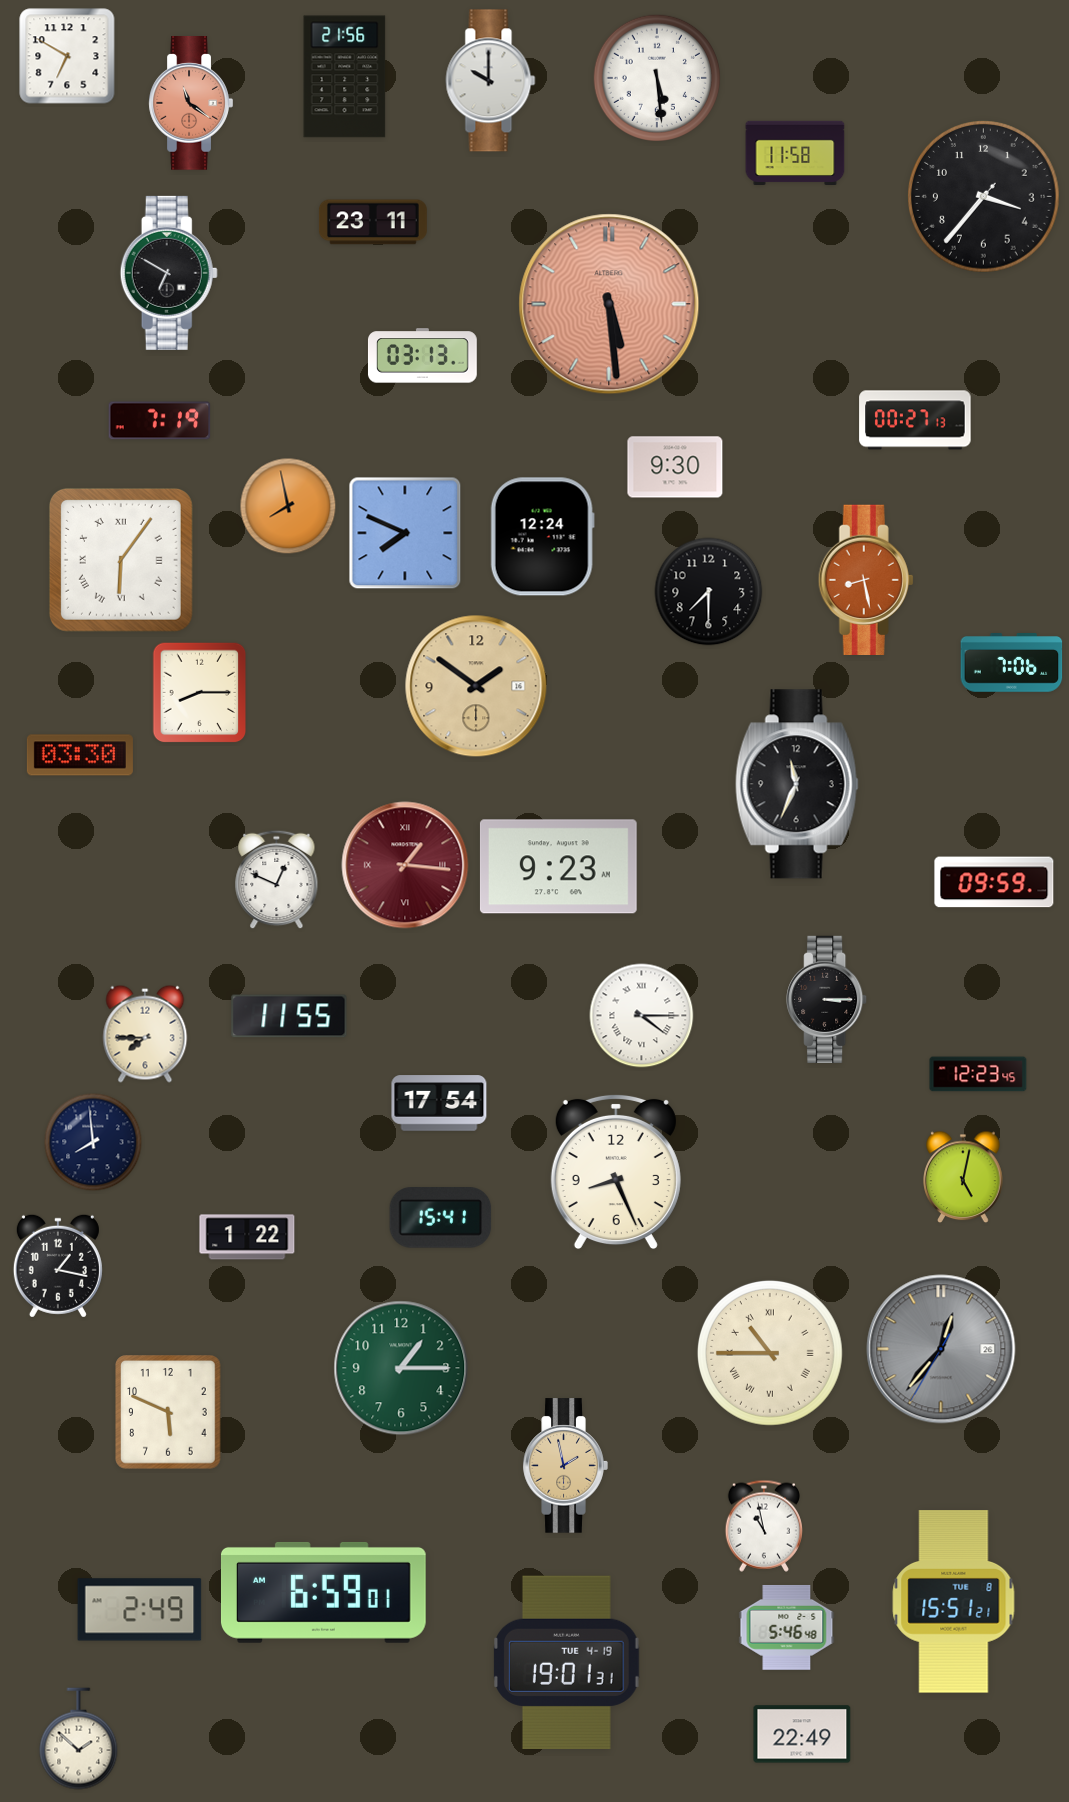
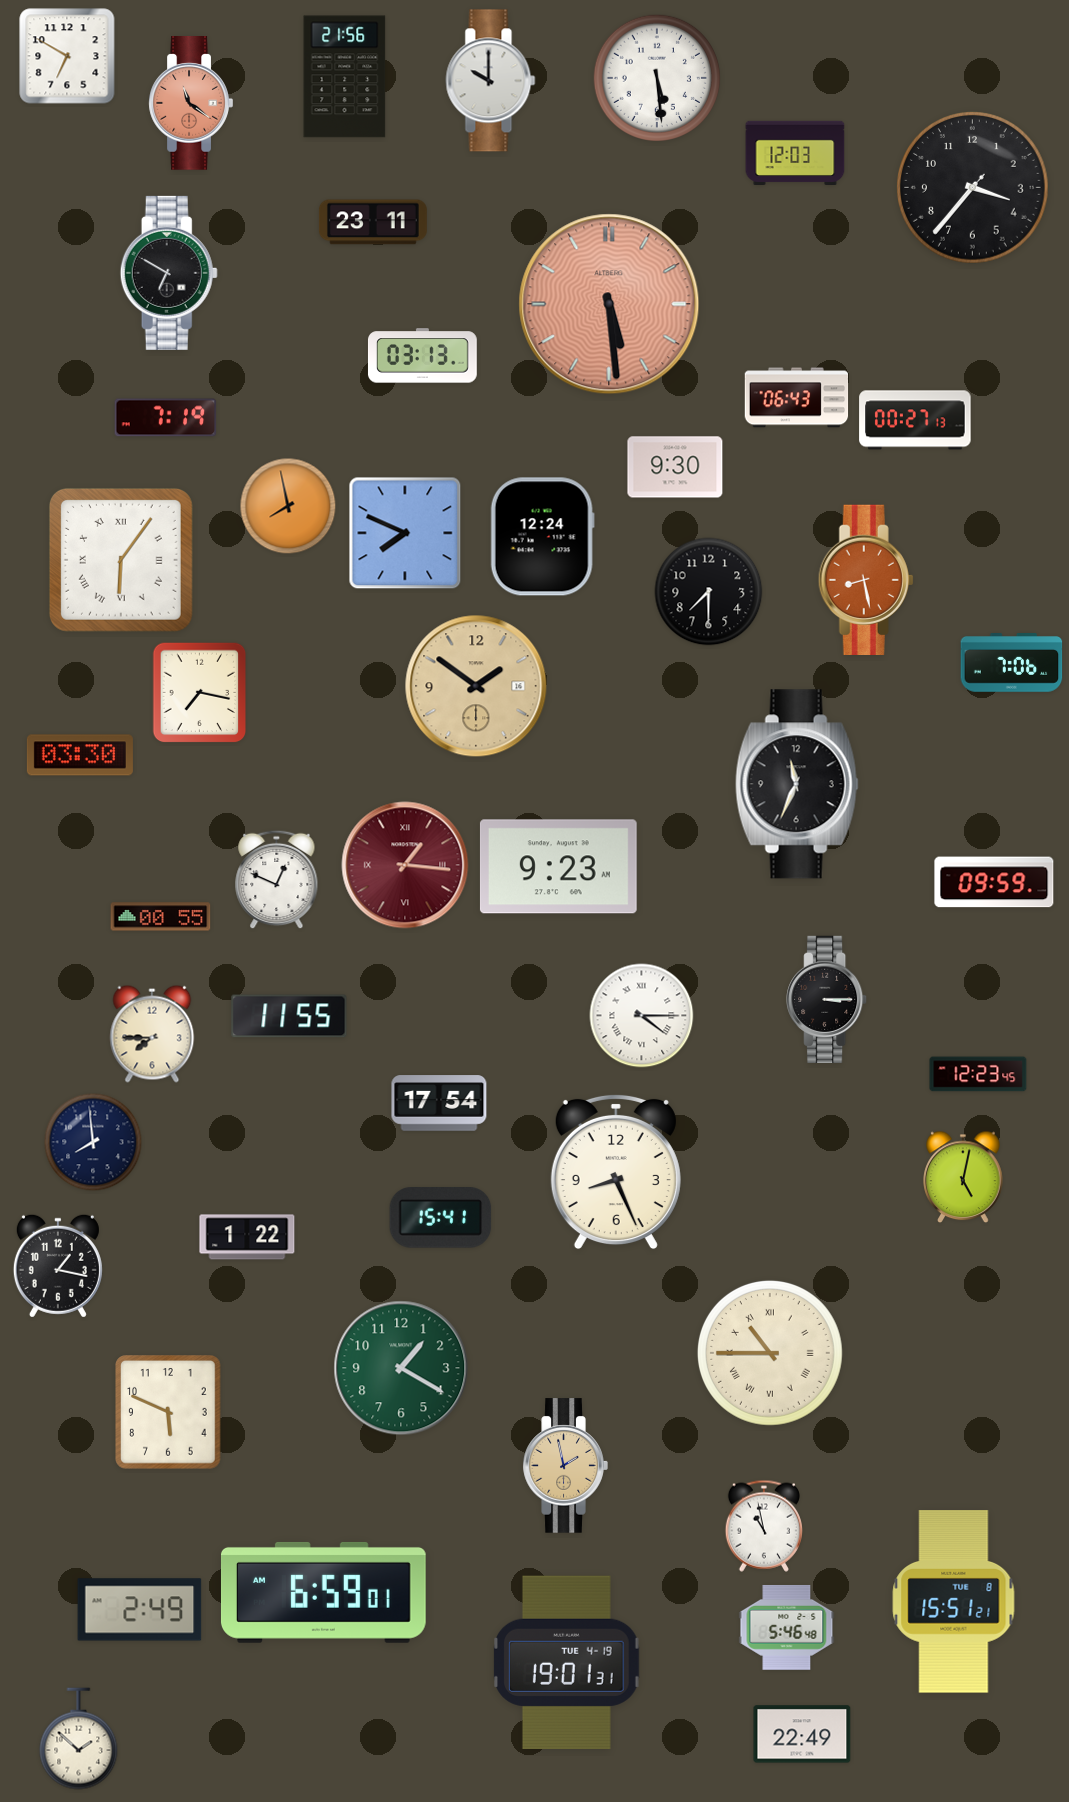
clock at (795, 152): 11:58 -> 12:03
clock at (984, 197) position: (984, 197) -> (973, 188)
clock at (797, 398): none -> 06:43
clock at (160, 421) position: (160, 421) -> (166, 418)
clock at (200, 693): 8:15 -> 7:17
clock at (161, 917): none -> 00:55
clock at (145, 1034) position: (145, 1034) -> (152, 1034)
clock at (941, 1349): 12:36 -> none
clock at (401, 1368): 1:15 -> 1:20
